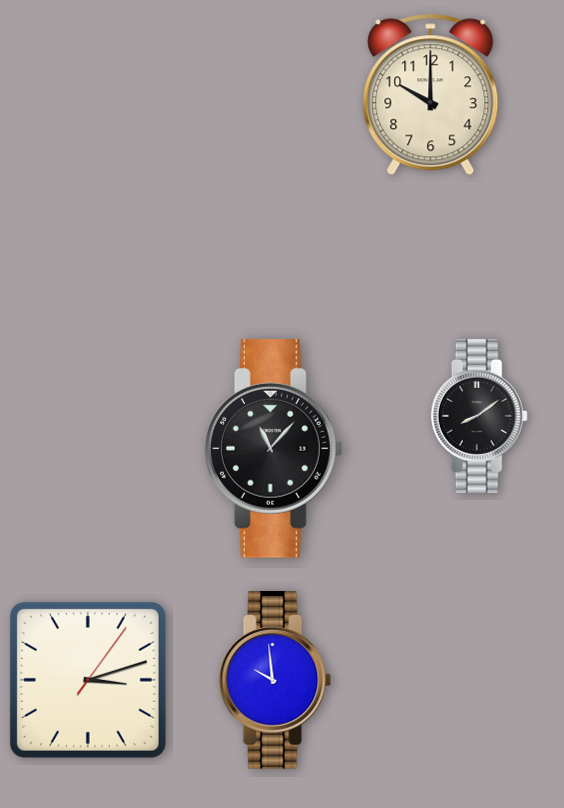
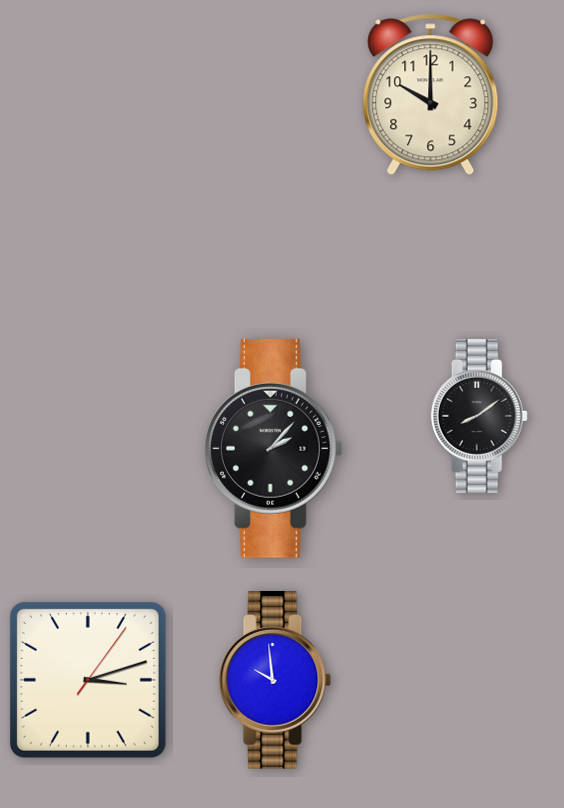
clock at (273, 449): 11:07 -> 2:07
